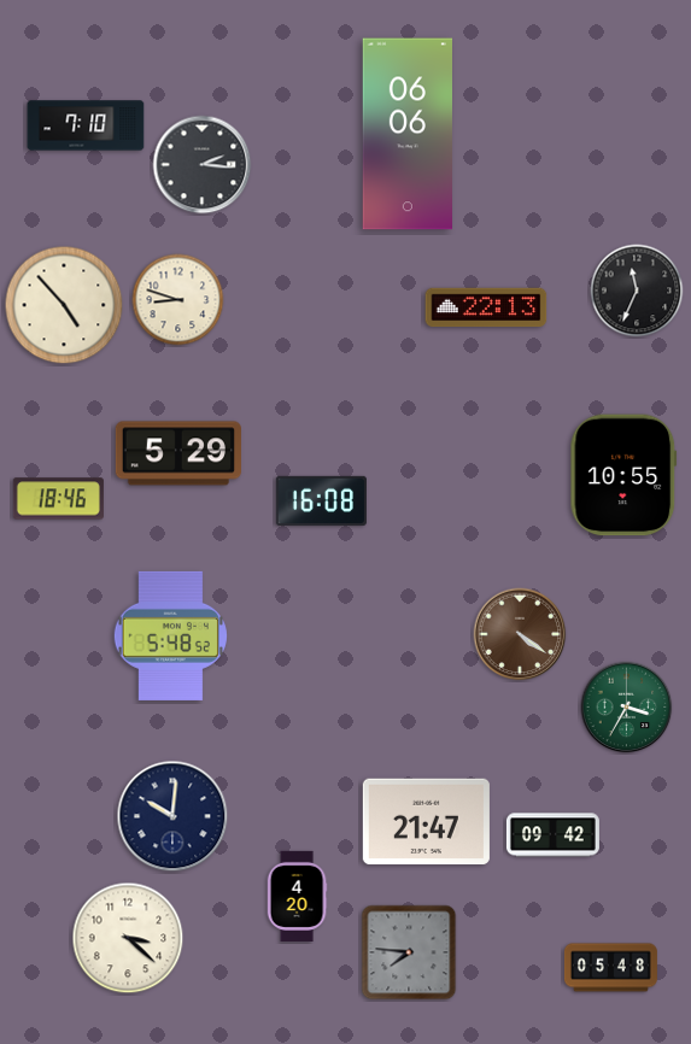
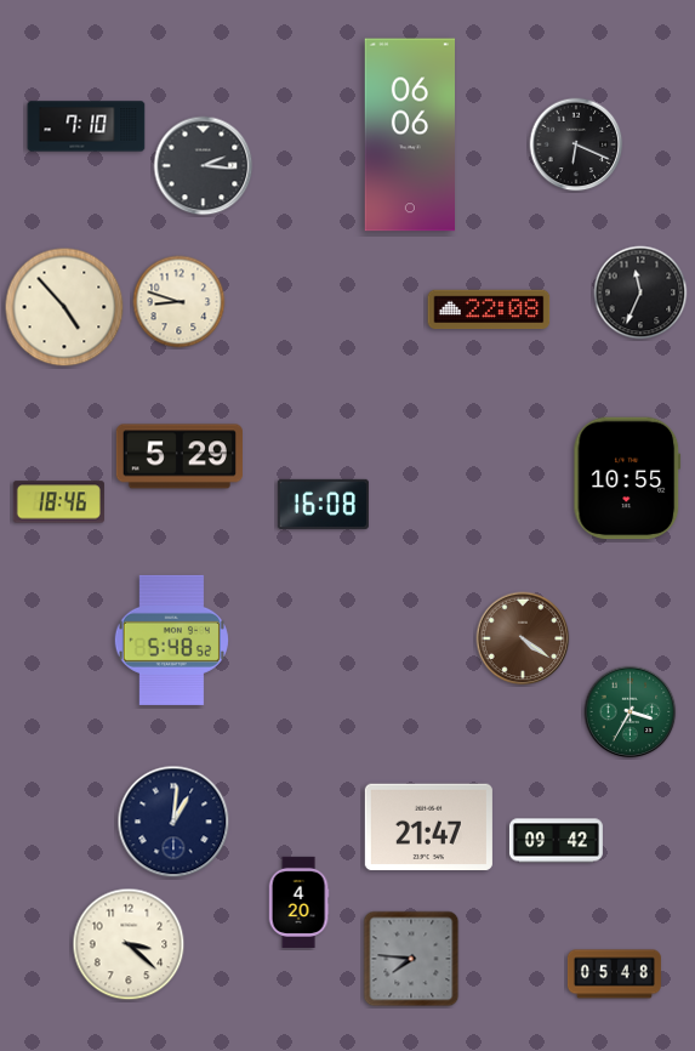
clock at (576, 144): none -> 6:19
clock at (486, 307): 22:13 -> 22:08
clock at (172, 816): 10:01 -> 1:01
